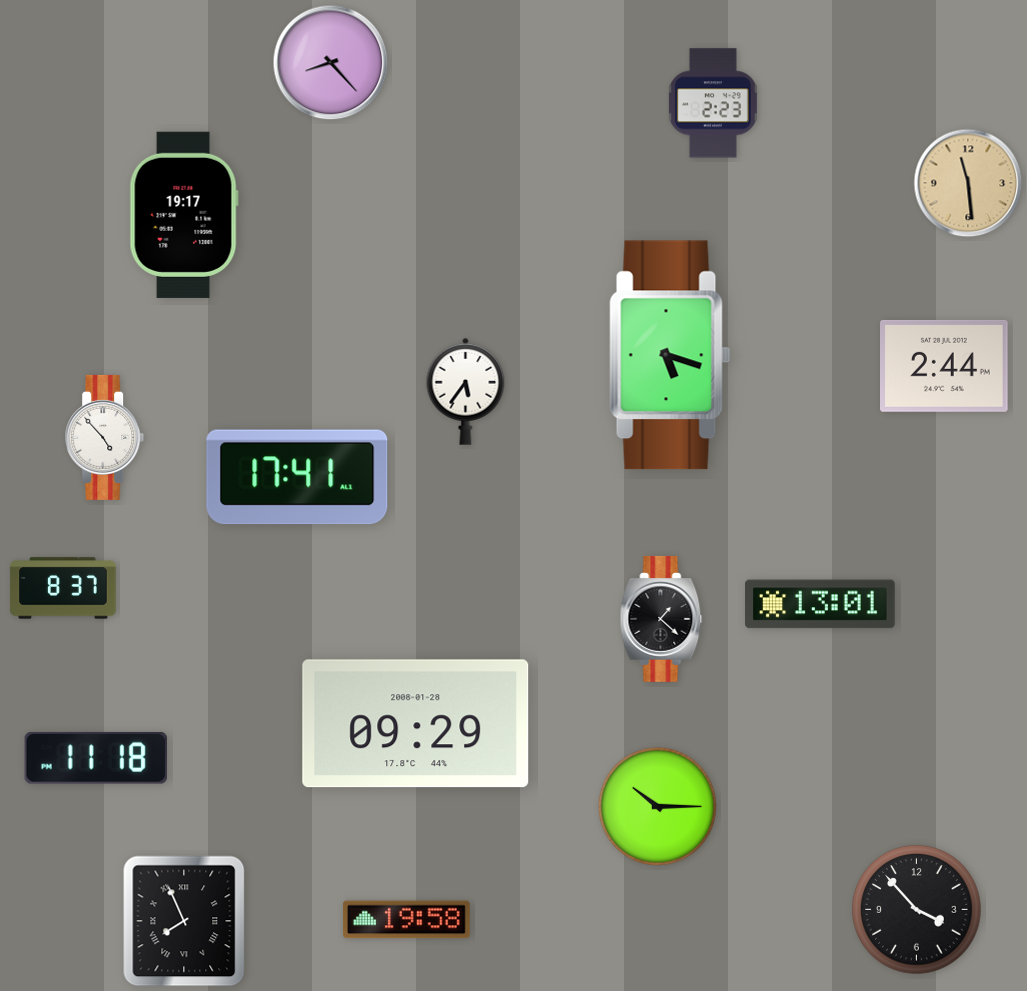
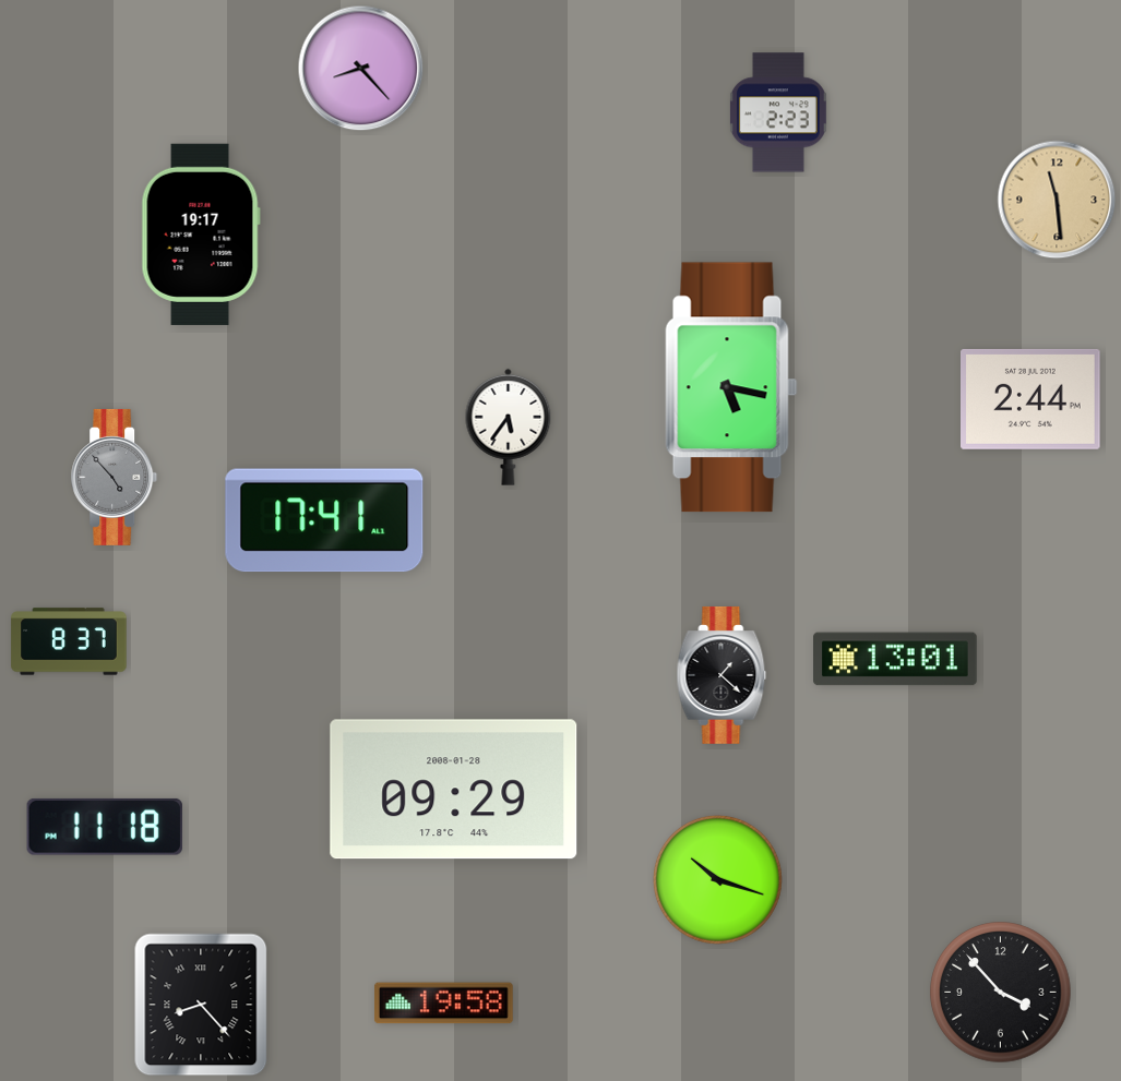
clock at (670, 355): 5:18 -> 5:17
clock at (105, 437) dial: white -> grey
clock at (657, 806): 10:15 -> 10:18
clock at (184, 921): 7:56 -> 8:23
